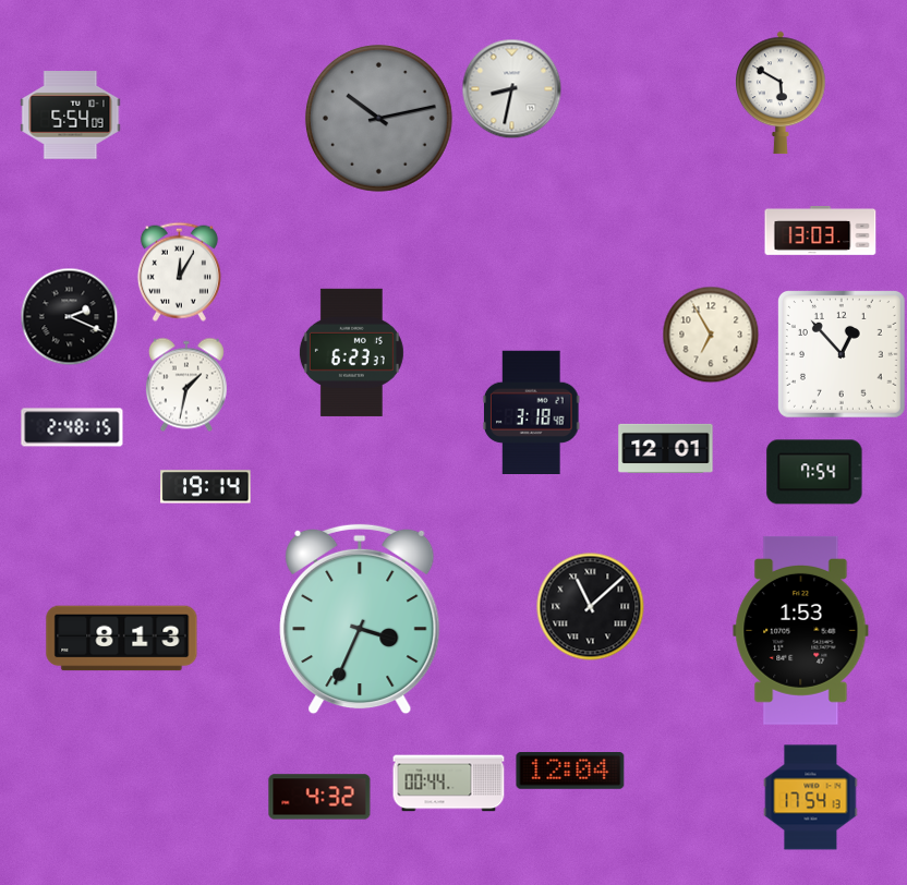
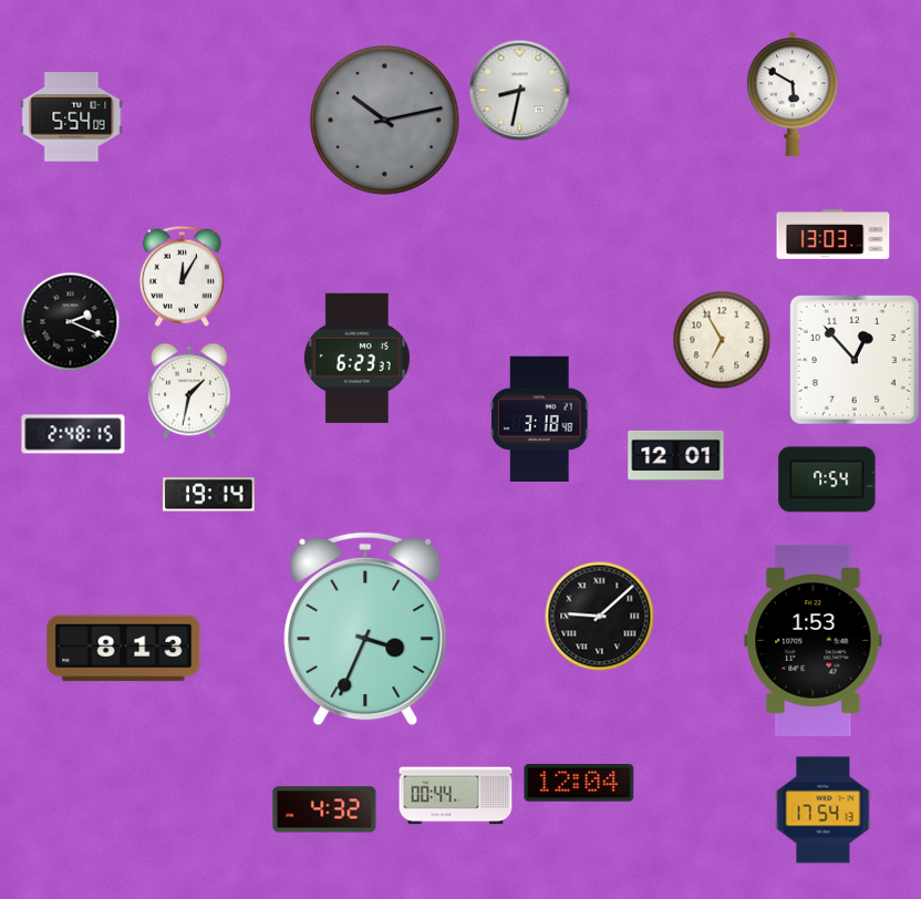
clock at (591, 607): 11:08 -> 9:08
